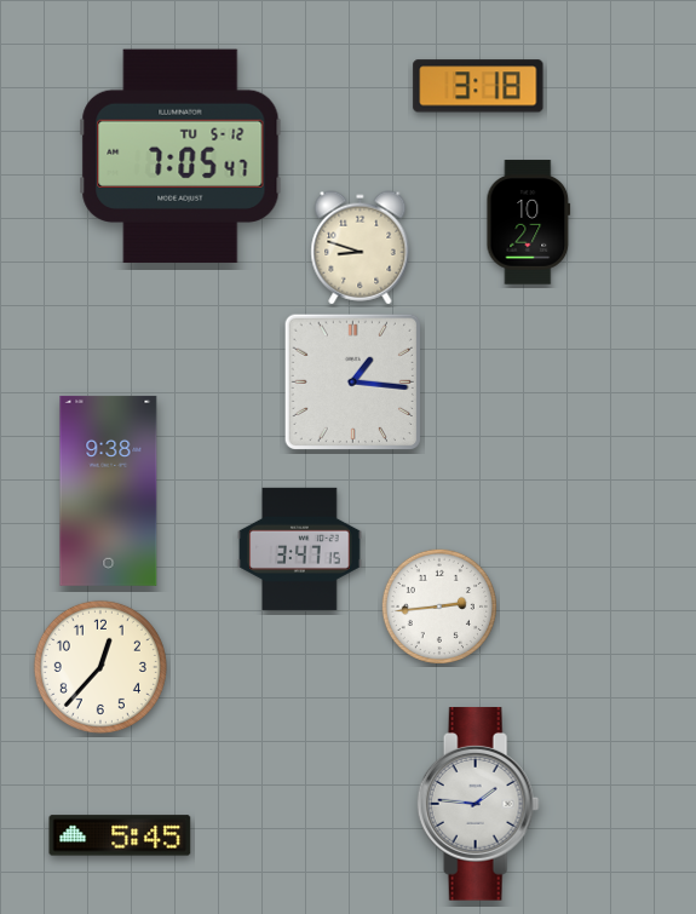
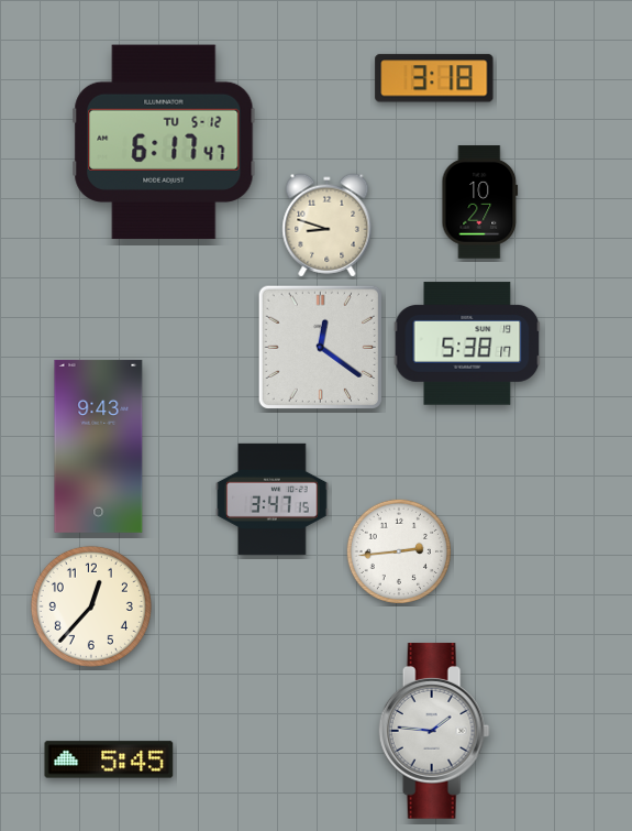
clock at (180, 156): 7:05 -> 6:17
clock at (467, 343): none -> 5:38
clock at (352, 381): 1:16 -> 12:21
clock at (109, 490): 9:38 -> 9:43
